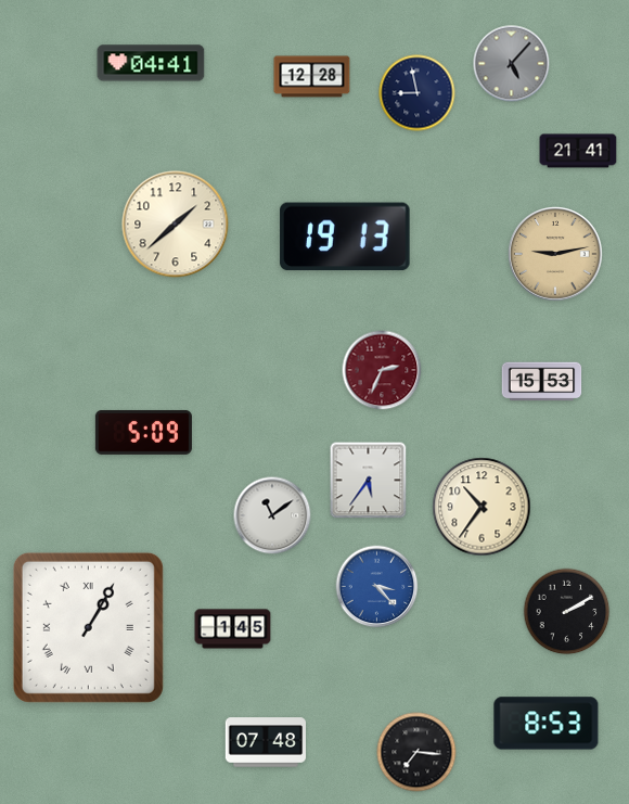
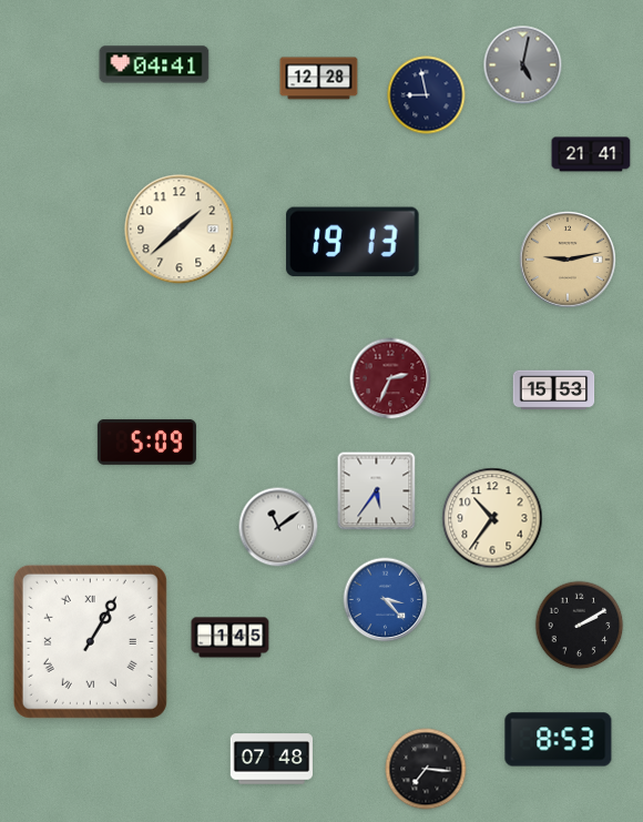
clock at (512, 64): 5:07 -> 5:02
clock at (233, 629) position: (233, 629) -> (231, 638)
